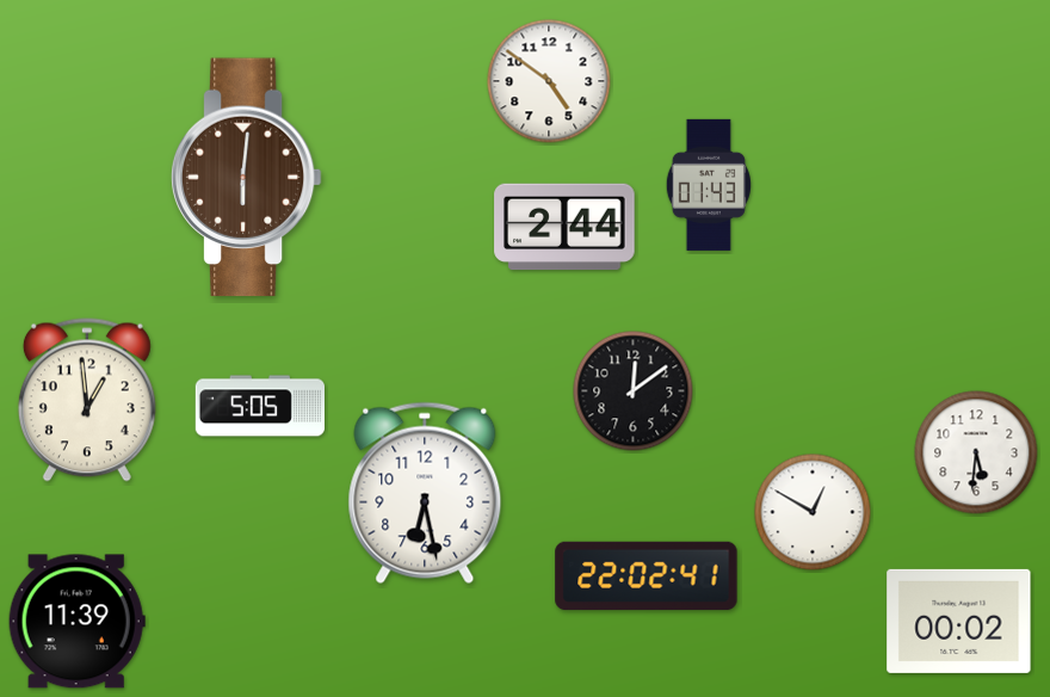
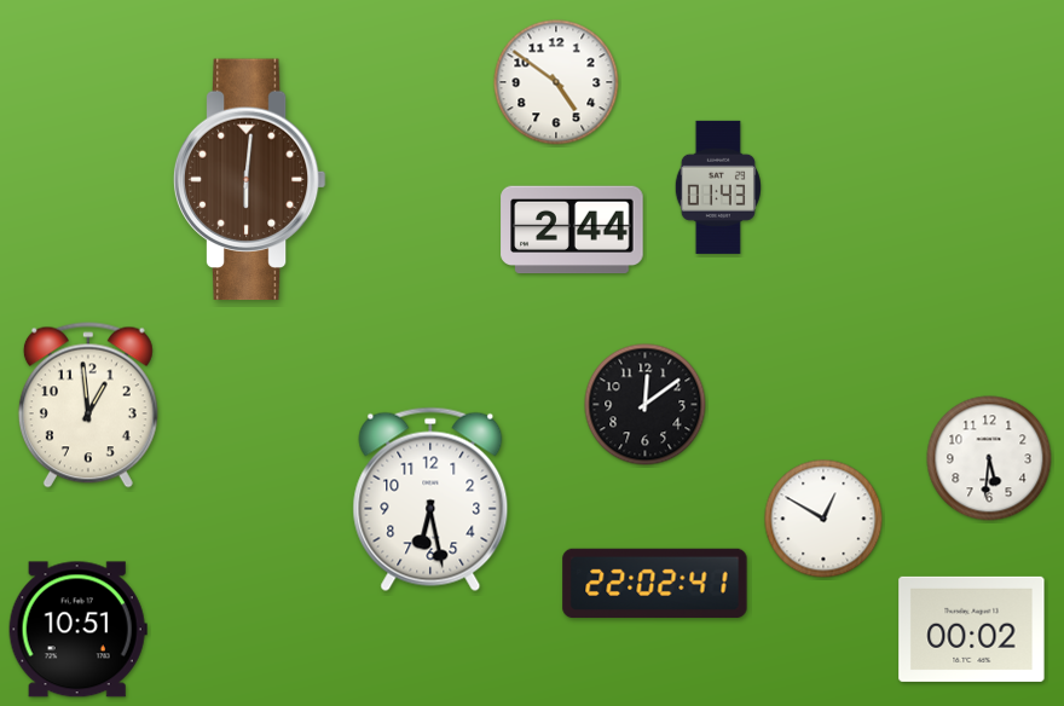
clock at (634, 391) position: (634, 391) -> (646, 405)
clock at (259, 406): 5:05 -> none
clock at (76, 622): 11:39 -> 10:51
